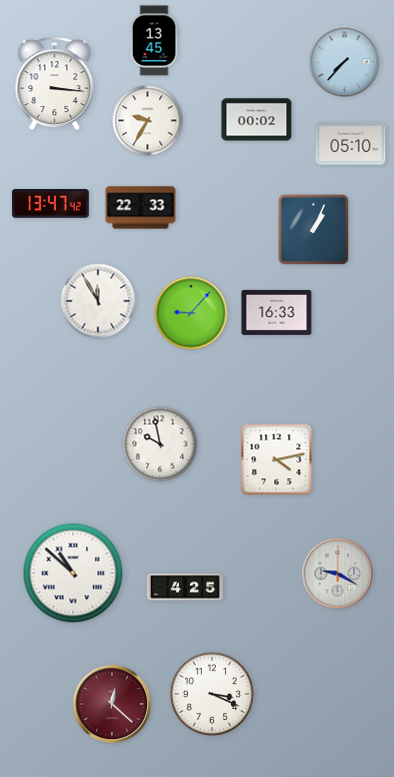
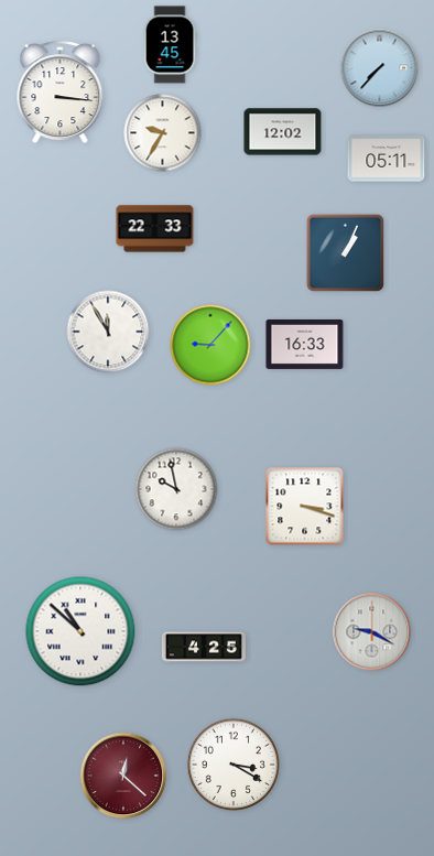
clock at (257, 120): 00:02 -> 12:02
clock at (351, 144): 05:10 -> 05:11
clock at (50, 204): 13:47 -> none
clock at (277, 460): 4:13 -> 3:18
clock at (211, 693): 3:19 -> 3:20
